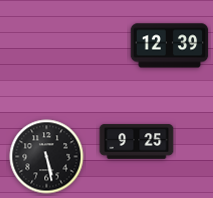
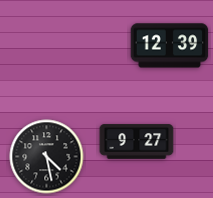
clock at (137, 142): 9:25 -> 9:27
clock at (47, 157): 5:28 -> 4:28
